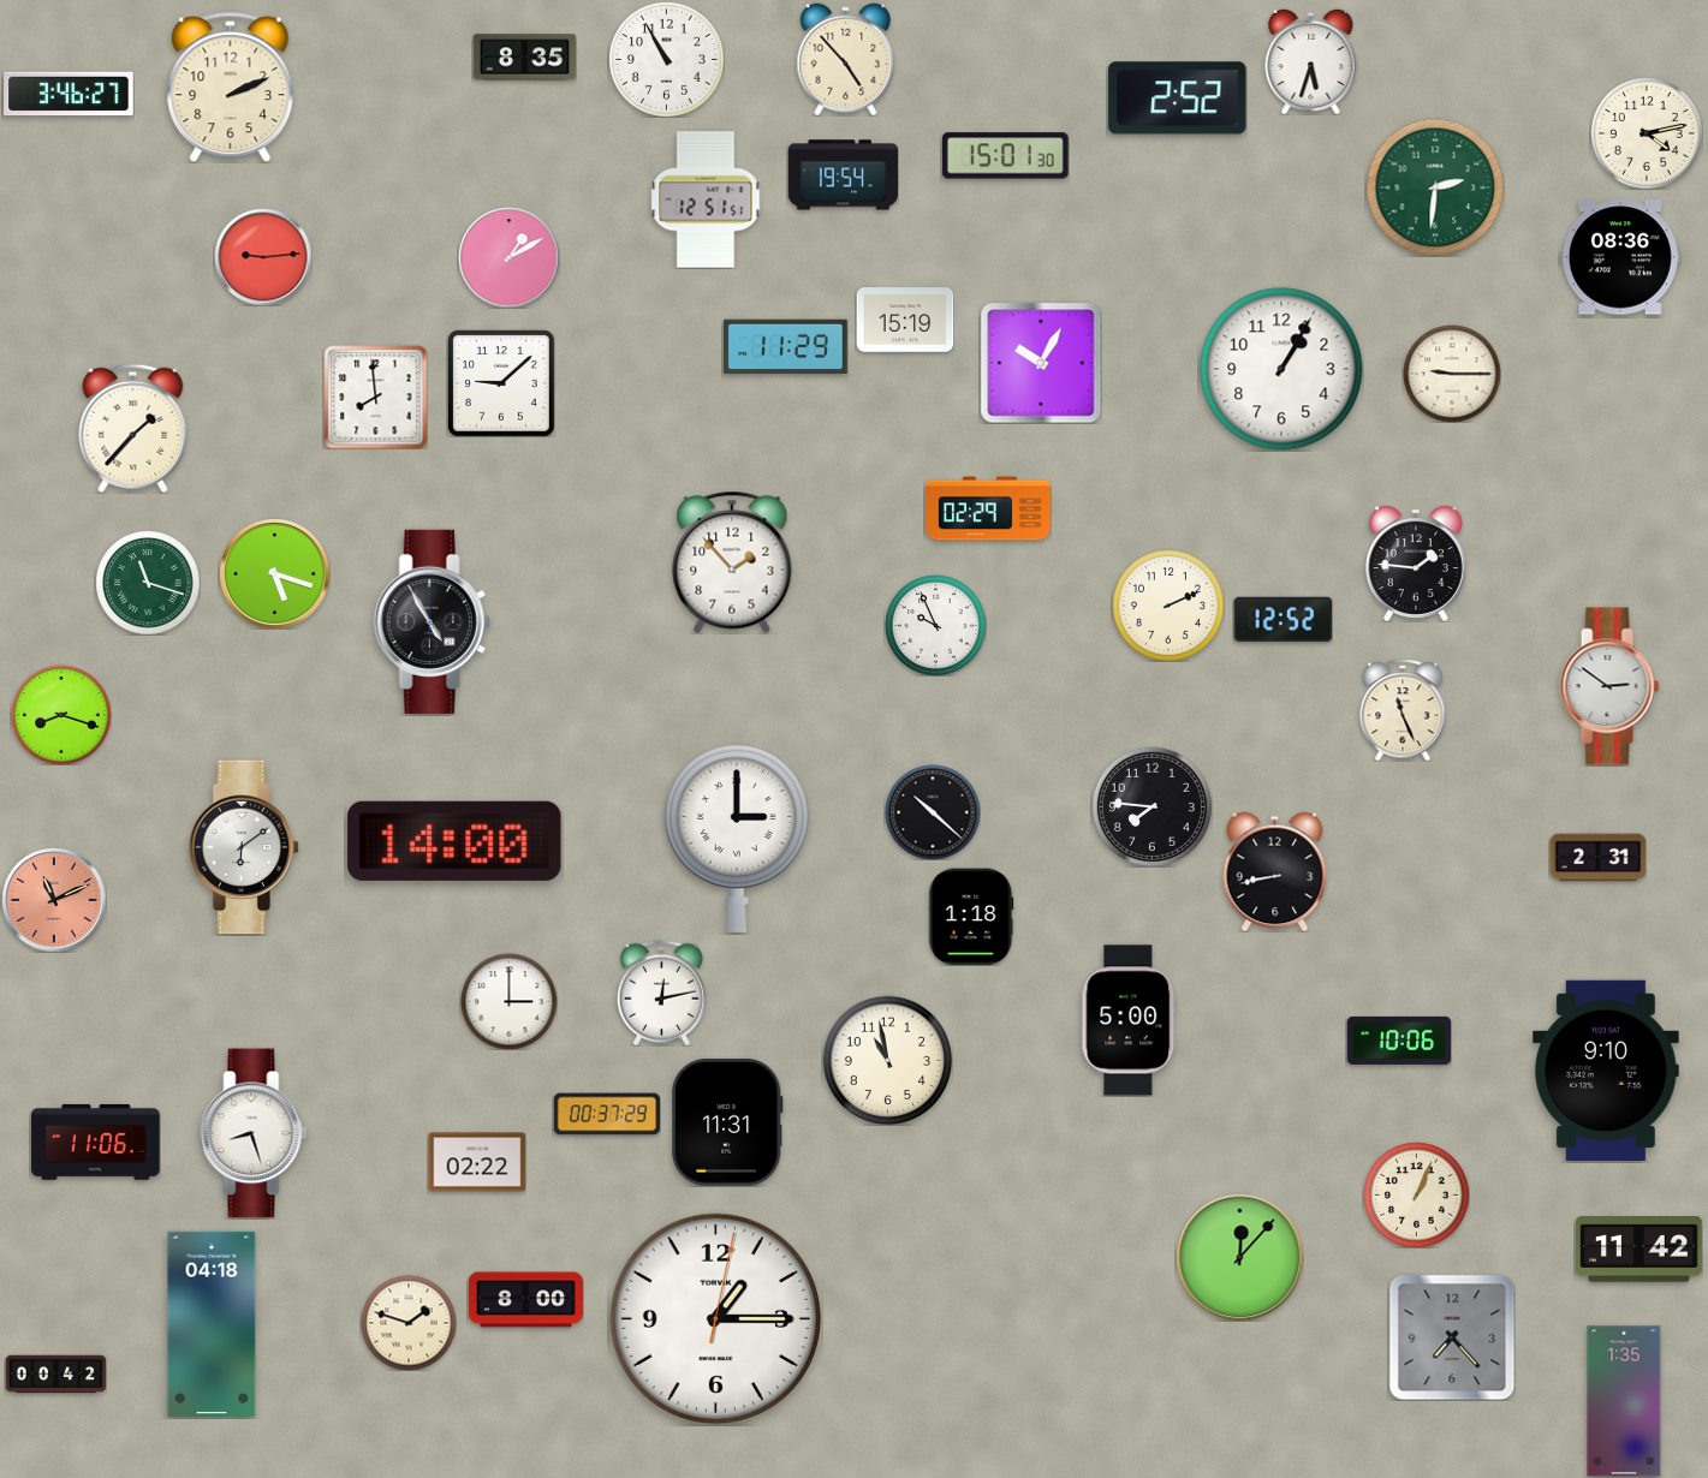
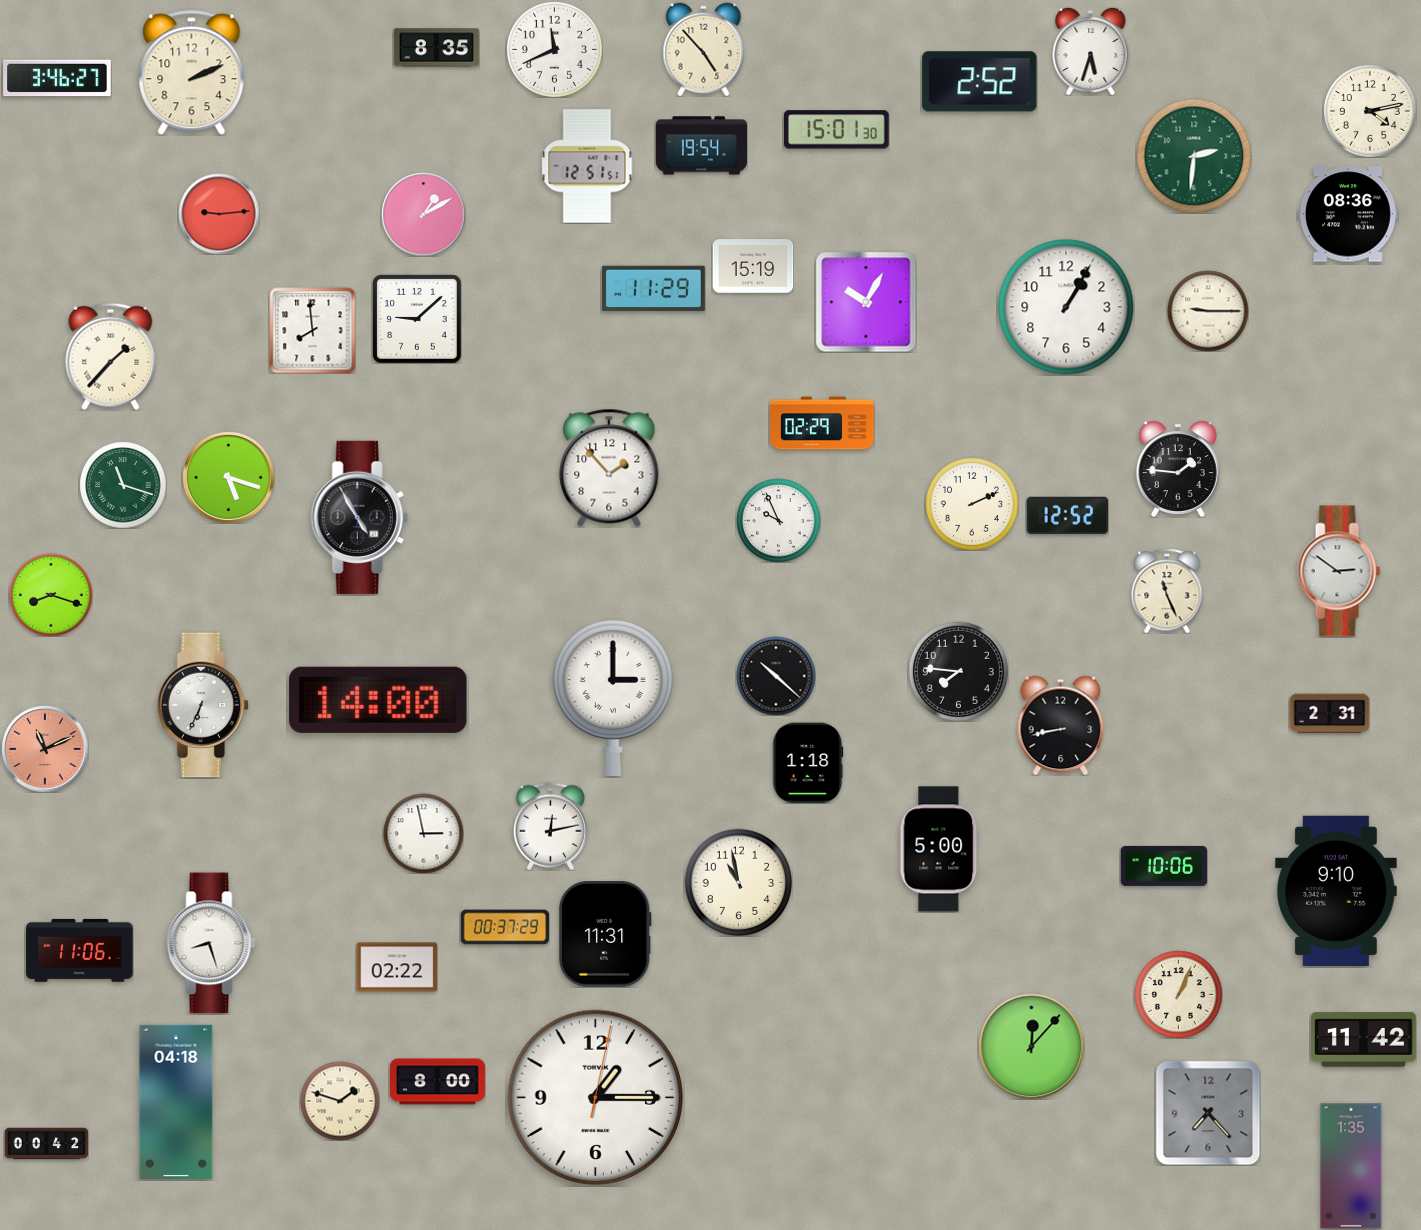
clock at (666, 59): 10:55 -> 11:41
clock at (244, 847): 6:09 -> 6:34
clock at (508, 1001): 3:00 -> 2:58
